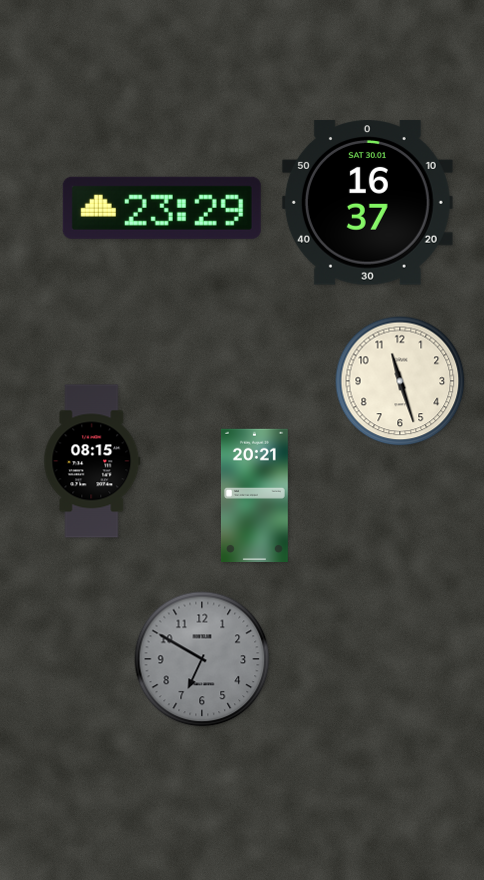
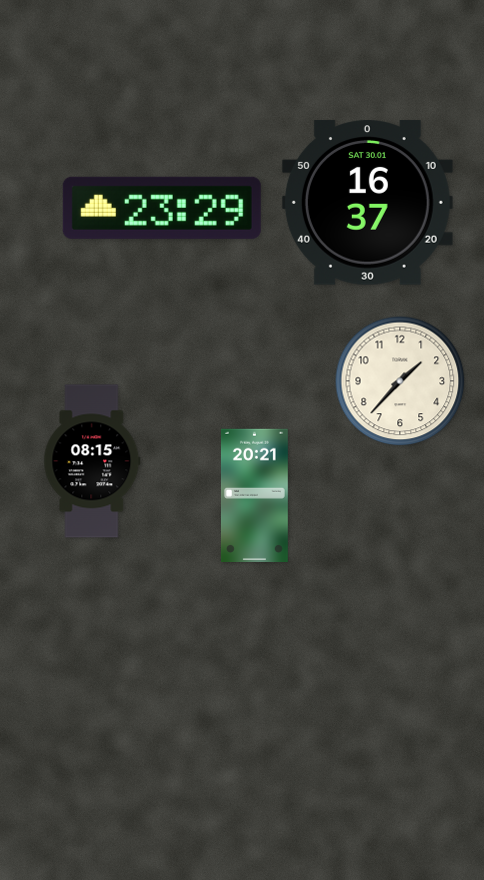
clock at (400, 381): 11:27 -> 1:37
clock at (202, 659): 6:50 -> none
